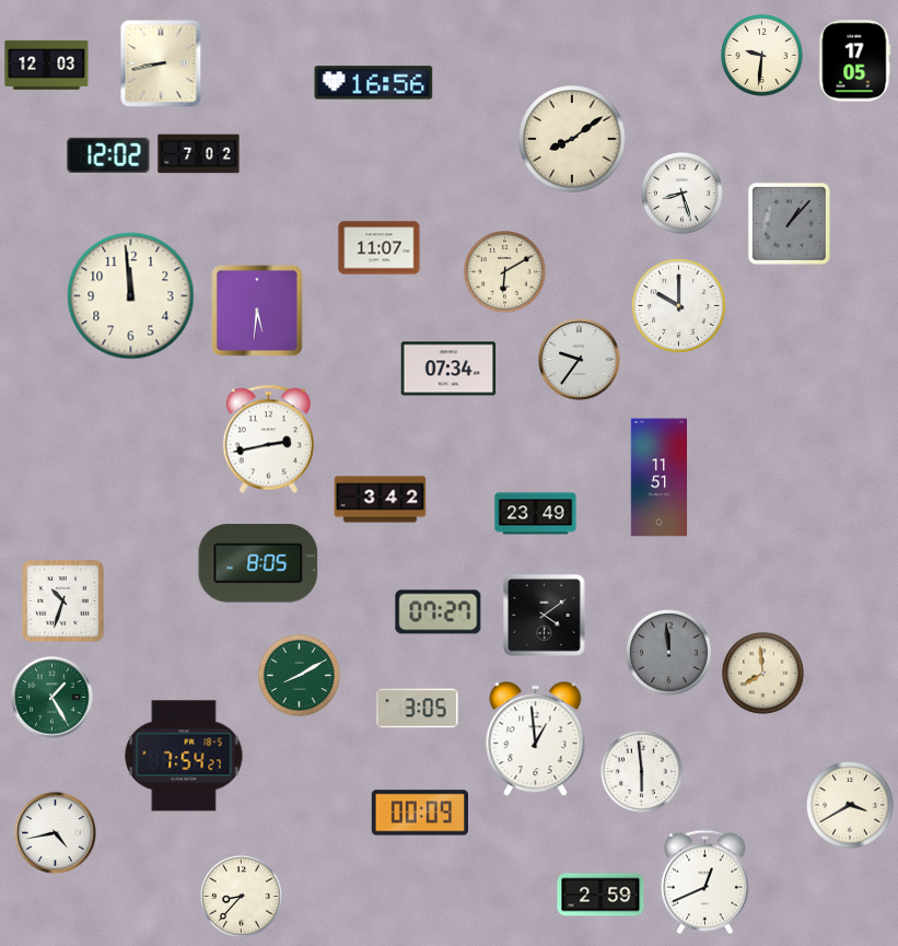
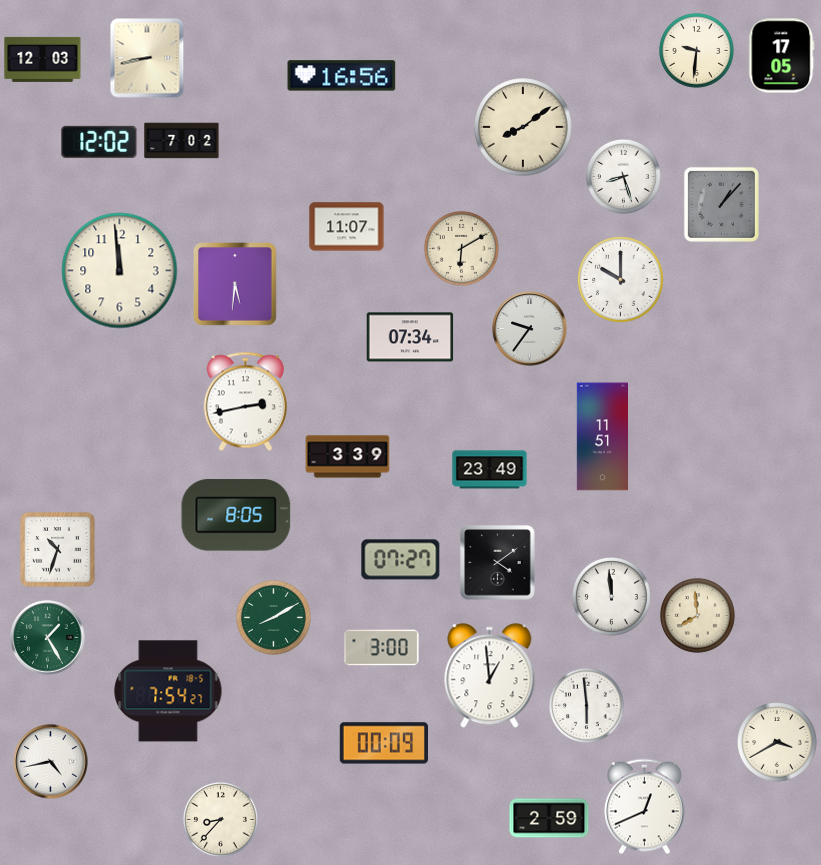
clock at (381, 500): 3:42 -> 3:39
clock at (669, 653) dial: grey -> white
clock at (418, 709): 3:05 -> 3:00
clock at (851, 806) position: (851, 806) -> (778, 743)
